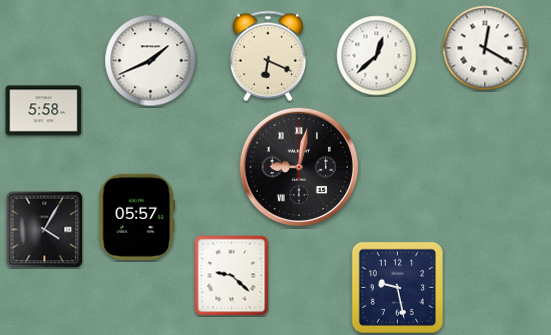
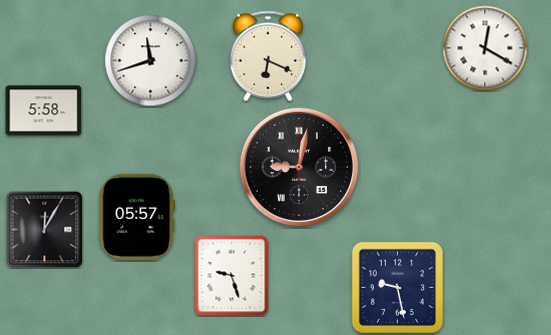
clock at (377, 56): 12:38 -> none
clock at (151, 61): 1:41 -> 11:42
clock at (45, 230): 4:05 -> 12:05
clock at (232, 276): 9:22 -> 9:27
